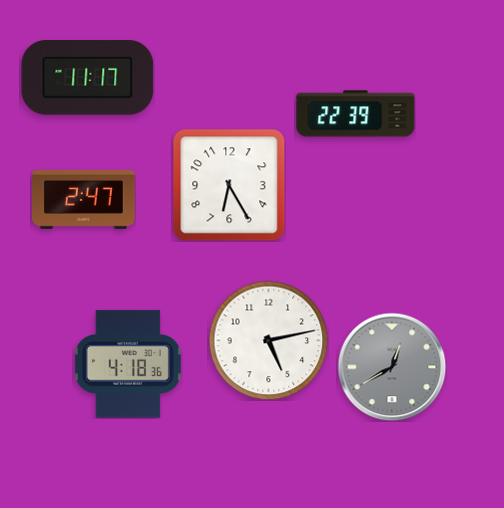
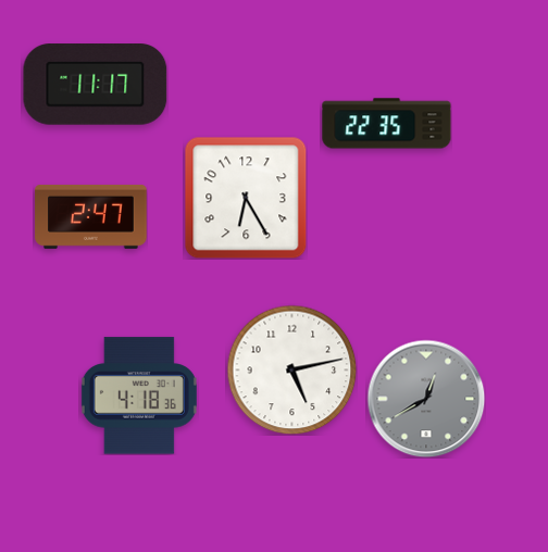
clock at (356, 114): 22:39 -> 22:35
clock at (229, 185) position: (229, 185) -> (246, 198)
